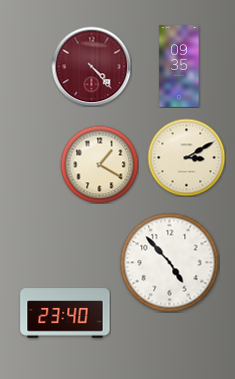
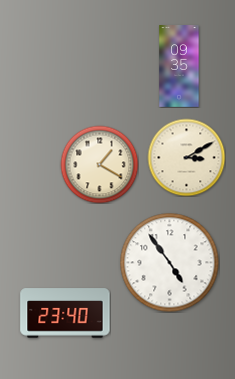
clock at (91, 66): 4:23 -> none
clock at (170, 263): 4:53 -> 4:54
